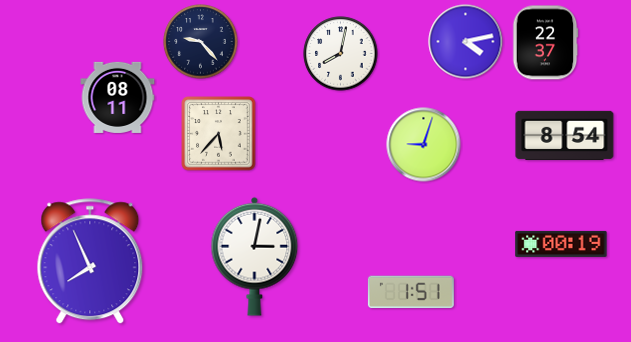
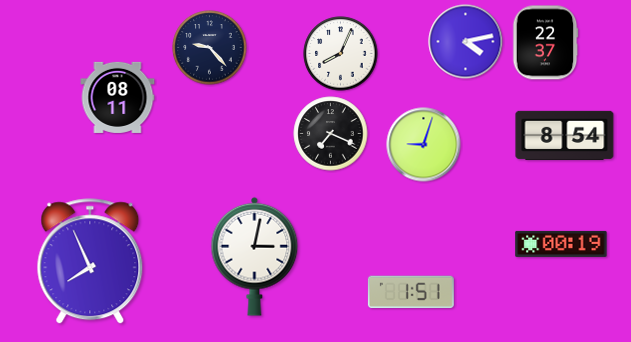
clock at (201, 42) position: (201, 42) -> (210, 48)
clock at (341, 54): 8:02 -> 8:04
clock at (219, 134): 5:37 -> none
clock at (331, 134): none -> 7:19
